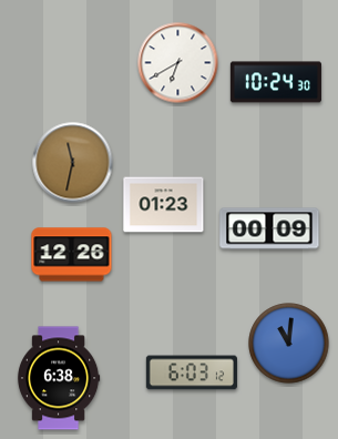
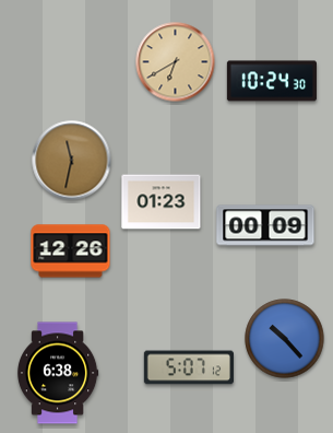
clock at (178, 63) dial: white -> champagne
clock at (289, 344): 11:01 -> 10:23
clock at (192, 372): 6:03 -> 5:07
